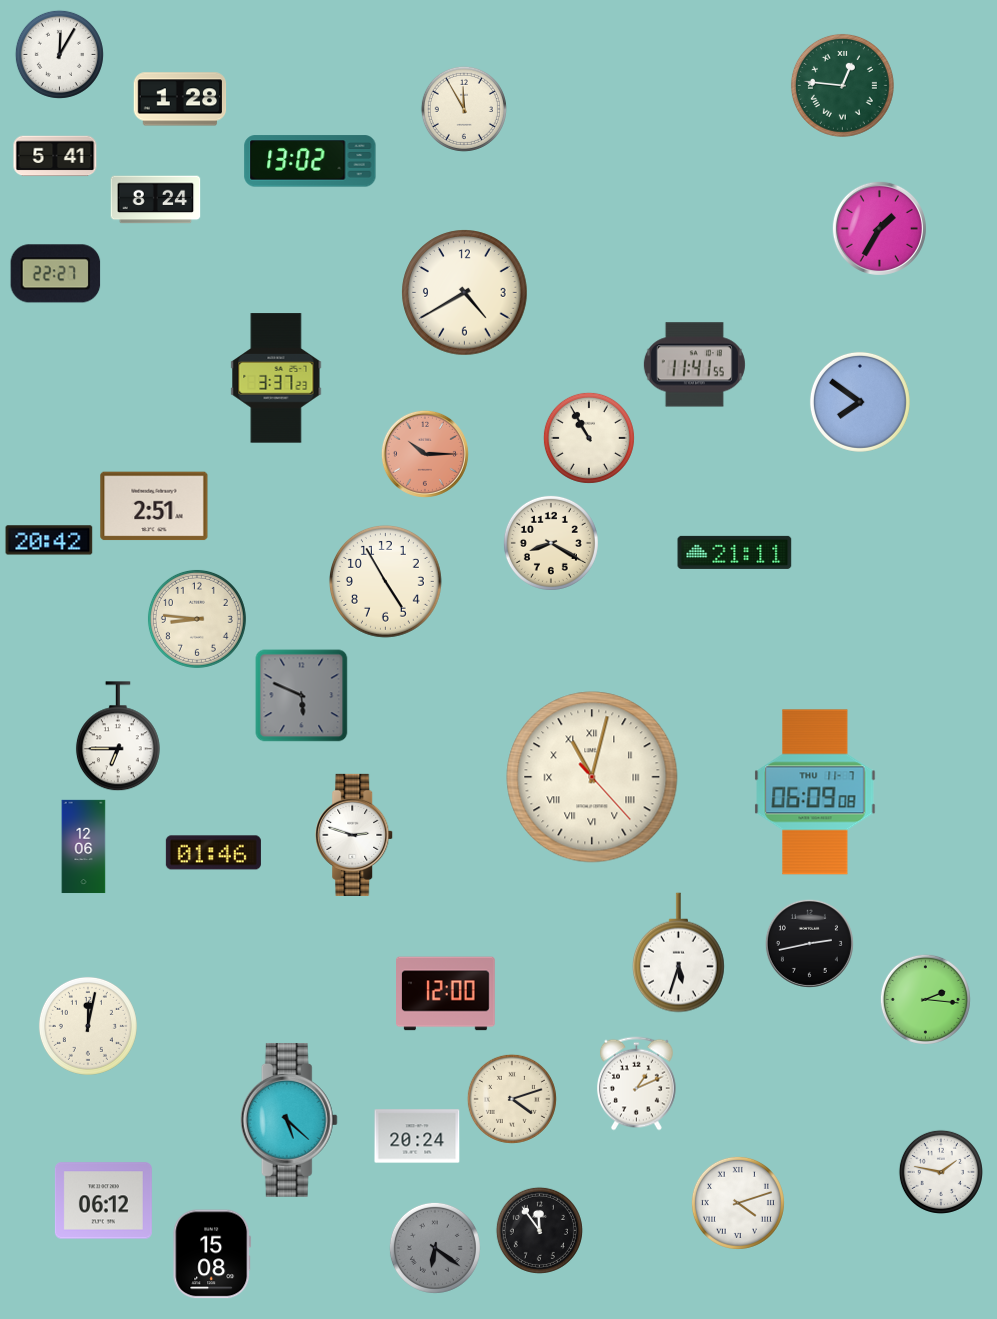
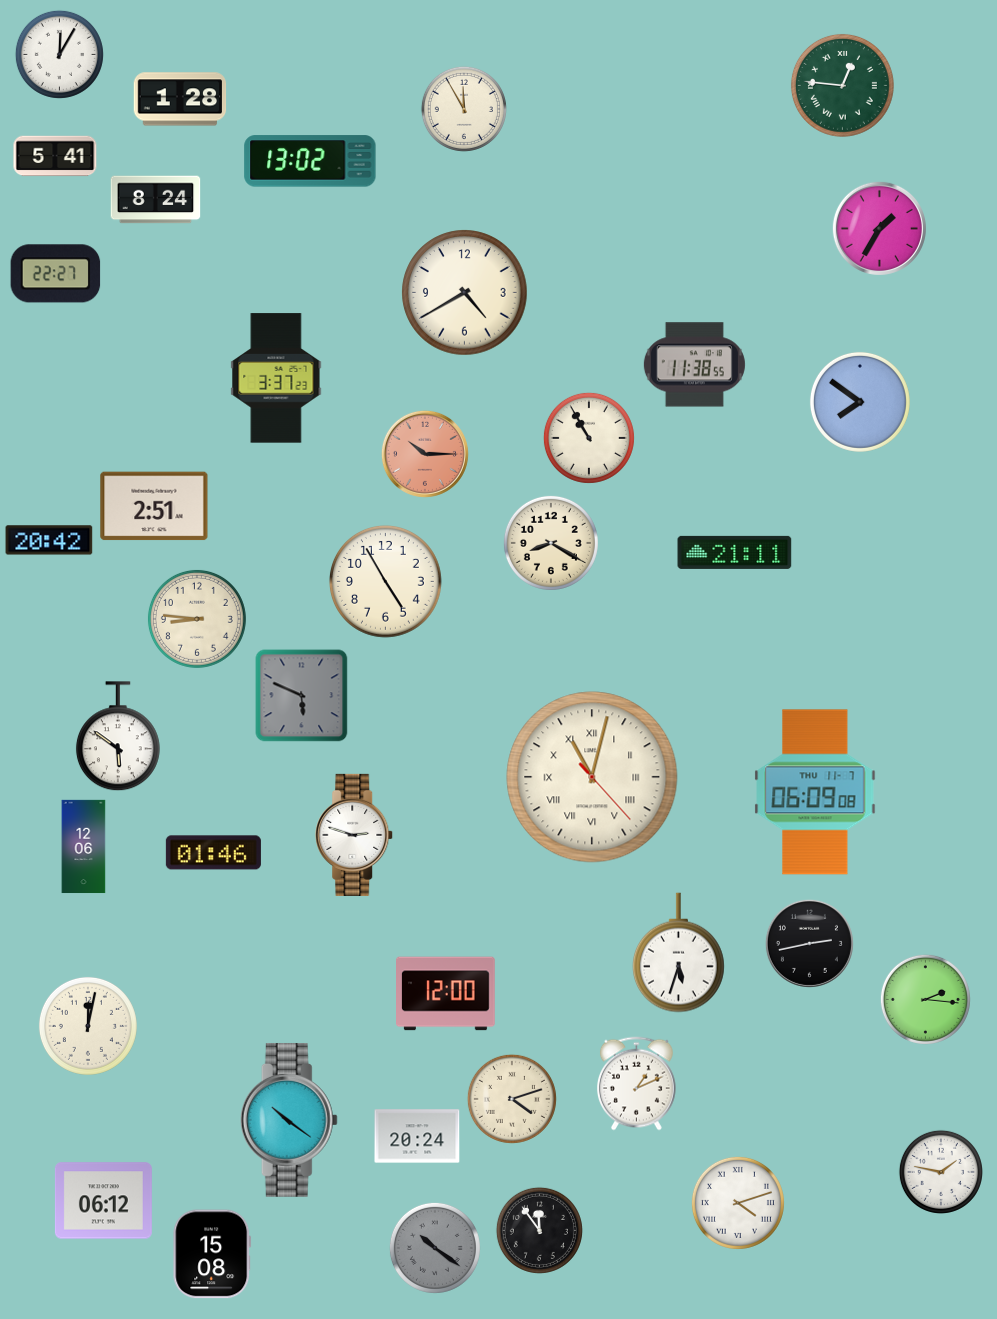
clock at (694, 365): 11:41 -> 11:38
clock at (118, 737): 6:45 -> 5:51
clock at (289, 1120): 5:22 -> 10:21
clock at (435, 1248): 6:21 -> 10:21
